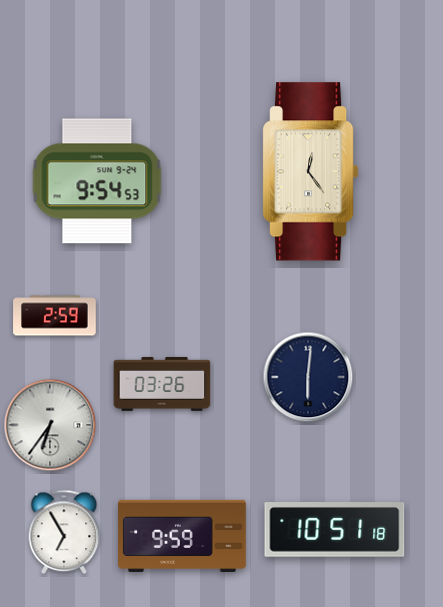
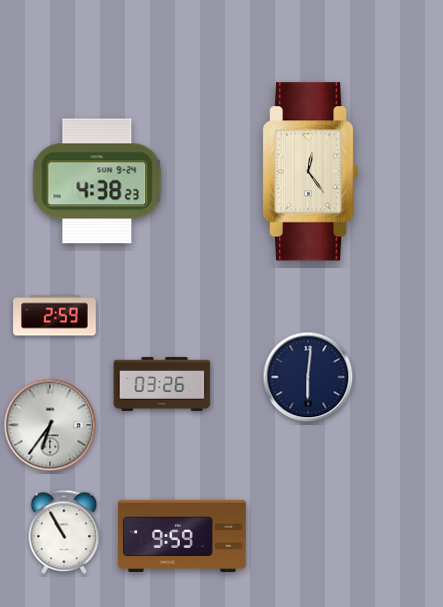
clock at (97, 181): 9:54 -> 4:38
clock at (335, 530): 10:51 -> none
clock at (64, 532): 6:55 -> 10:55
